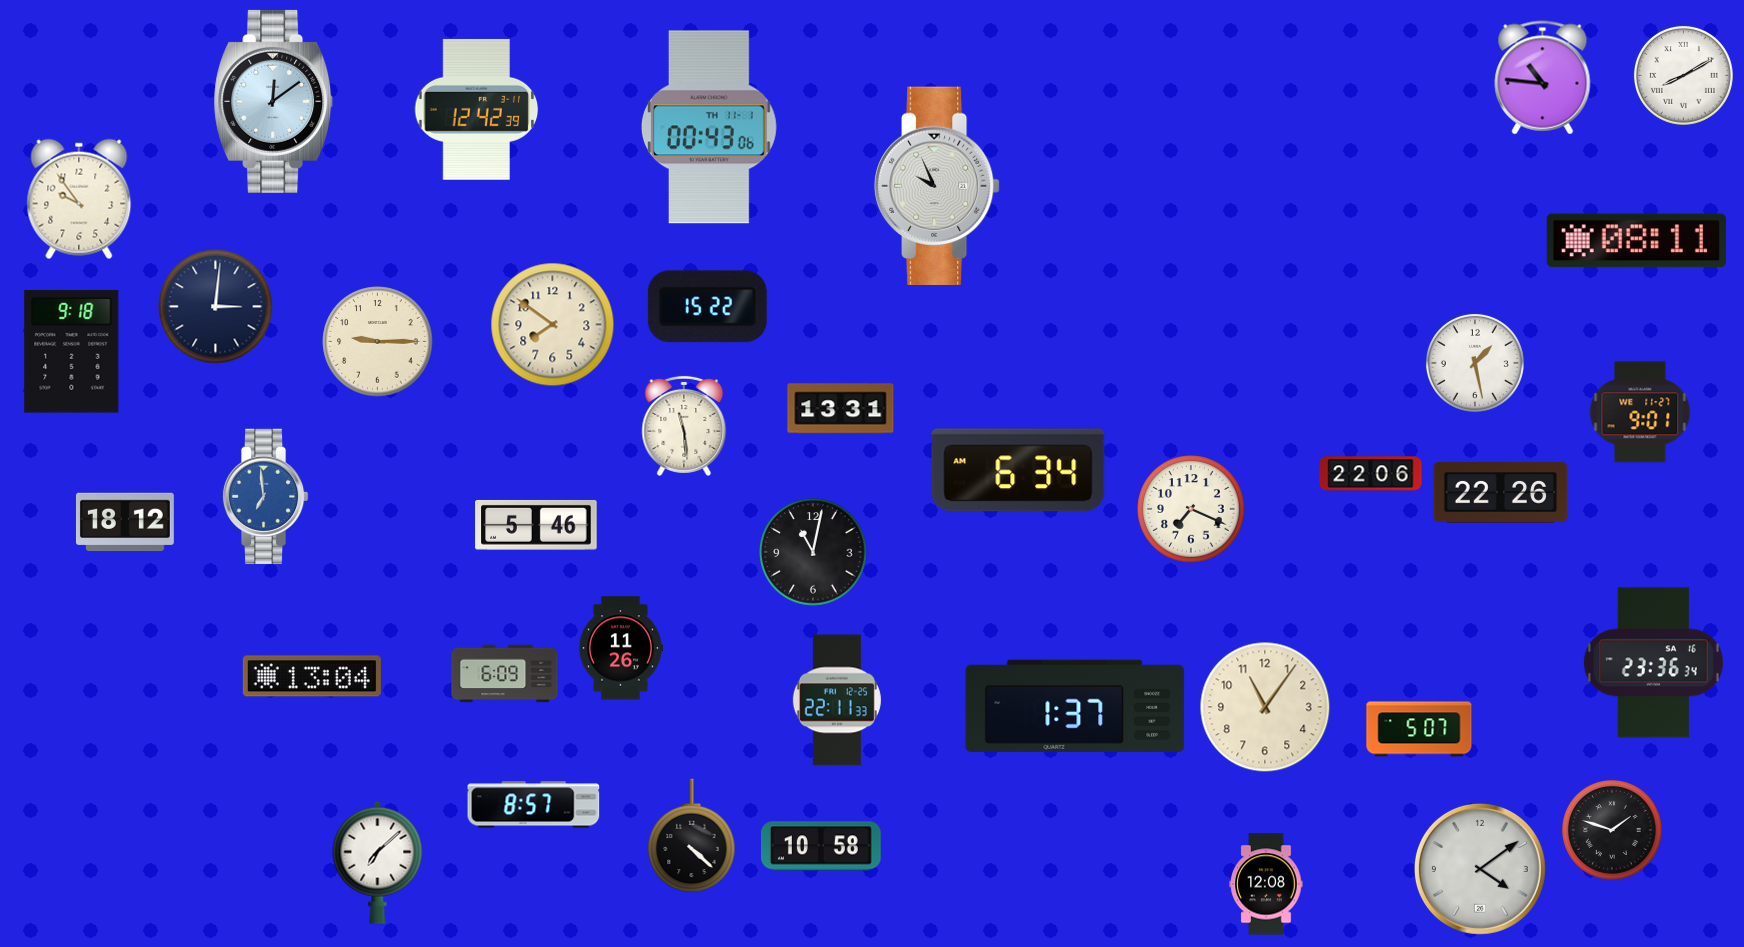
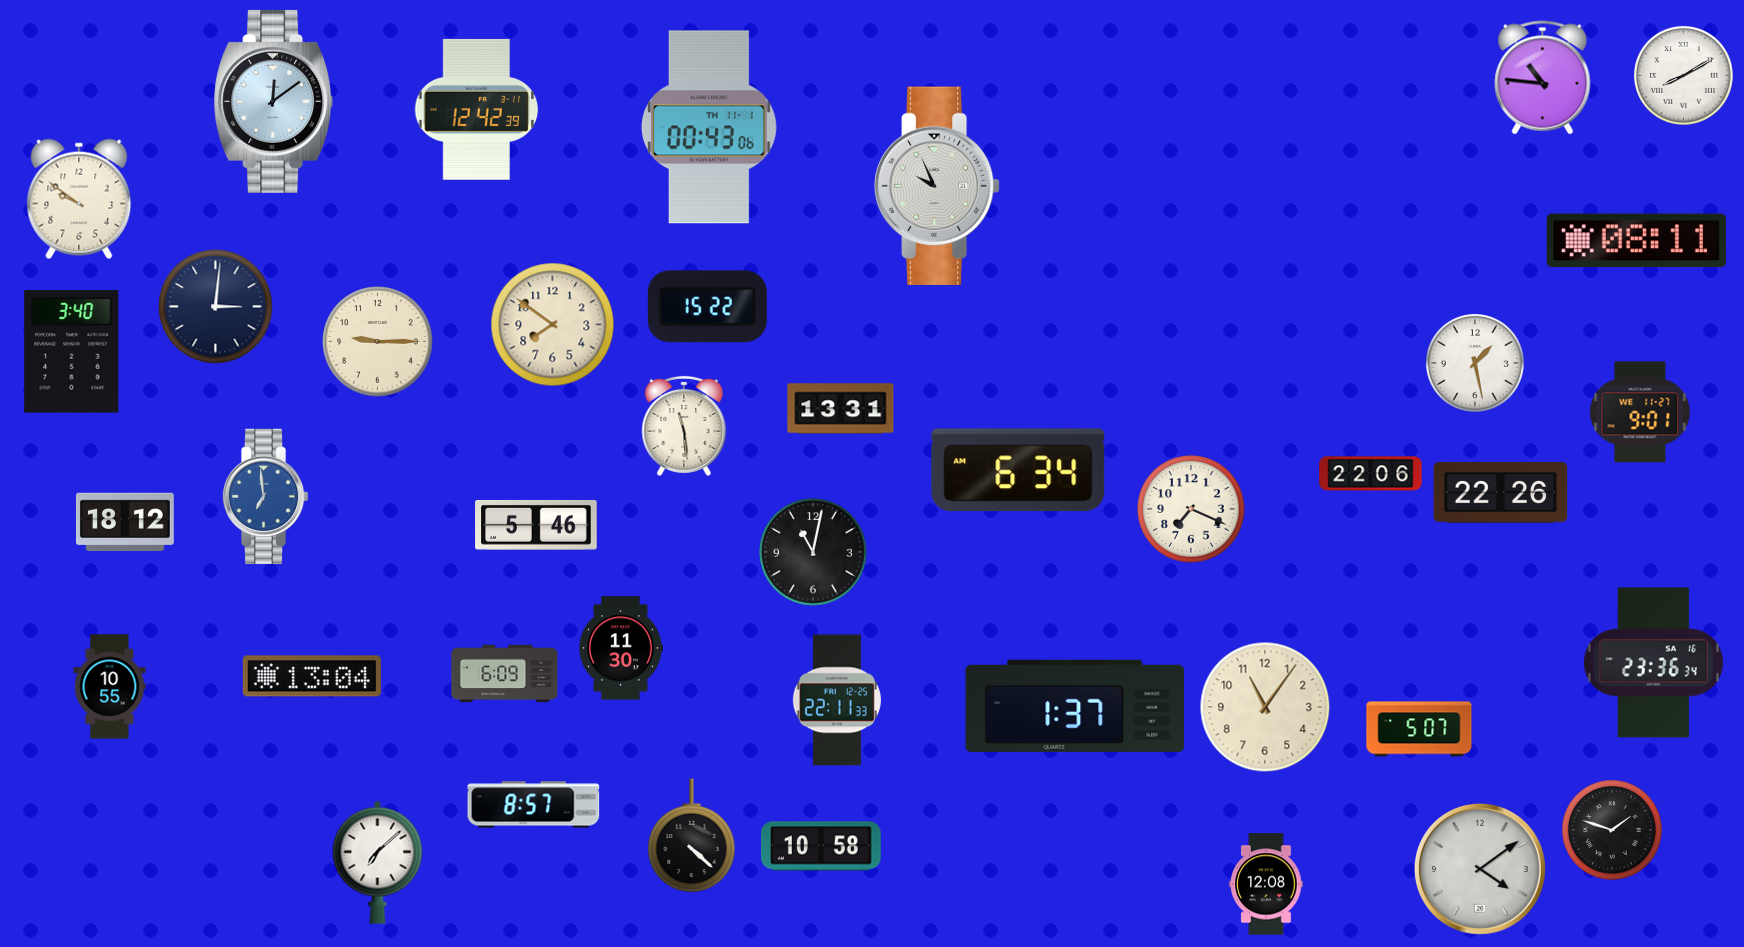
clock at (79, 199): 9:54 -> 9:51
clock at (72, 352): 9:18 -> 3:40
clock at (620, 648): 11:26 -> 11:30
clock at (110, 687): none -> 10:55
